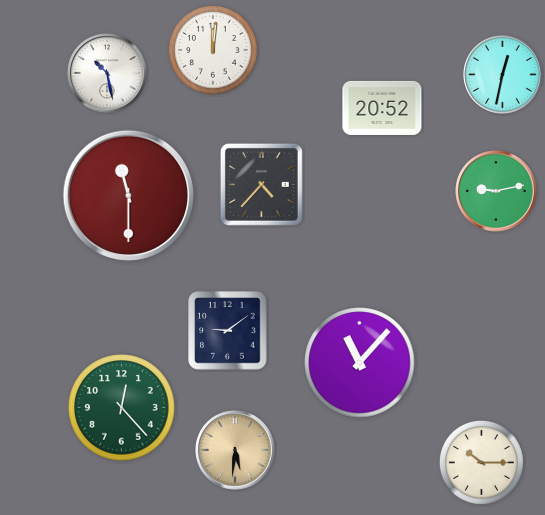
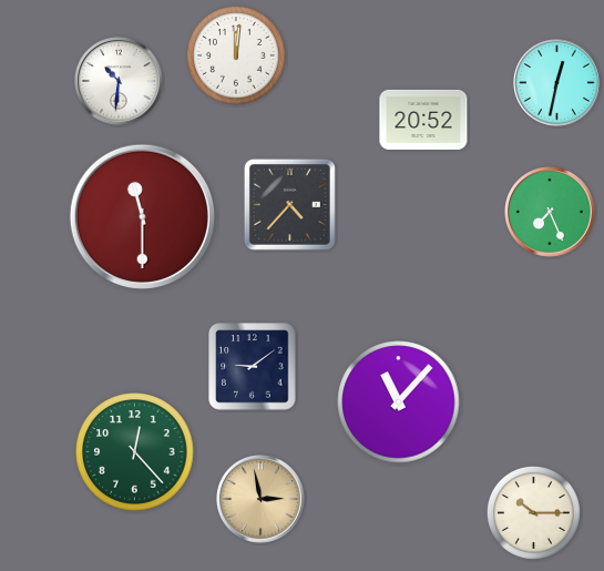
clock at (107, 73): 10:28 -> 10:31
clock at (496, 191): 9:13 -> 7:26
clock at (235, 450): 5:31 -> 2:58
